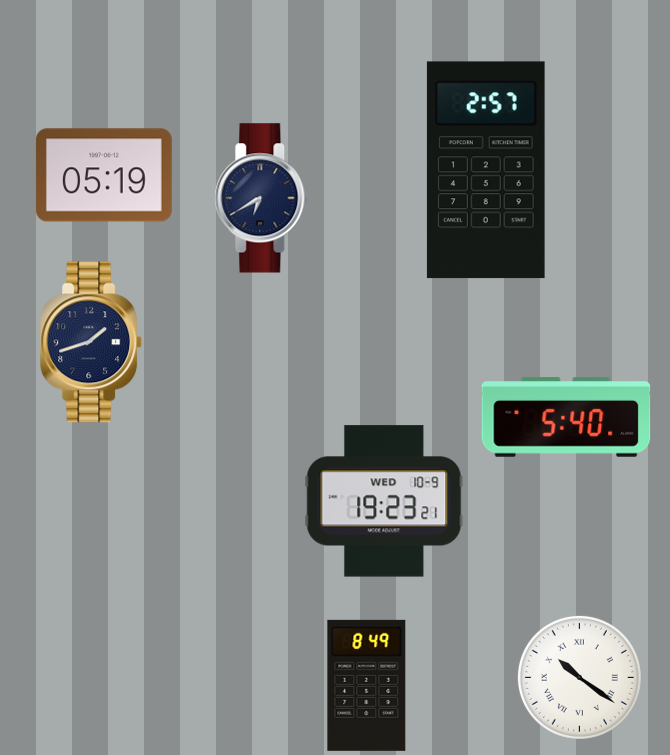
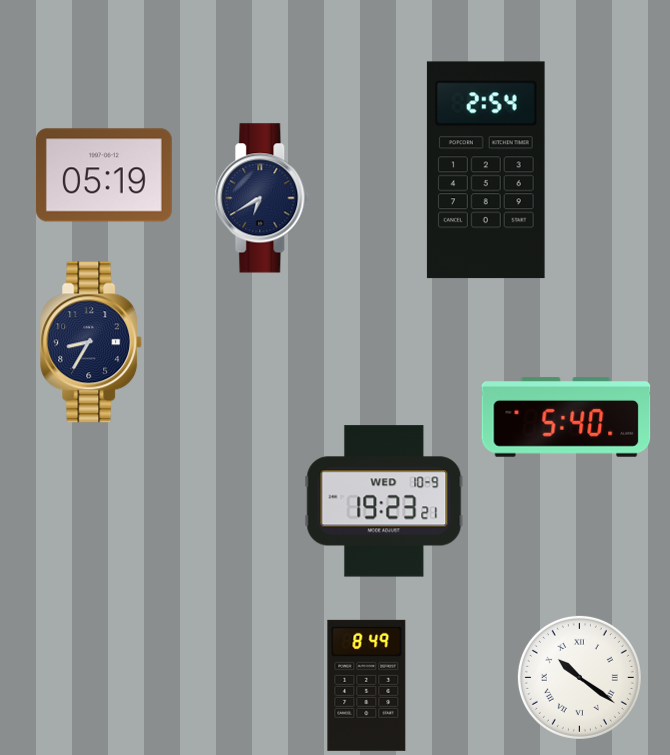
clock at (486, 170): 2:57 -> 2:54
clock at (92, 342): 1:42 -> 8:35
